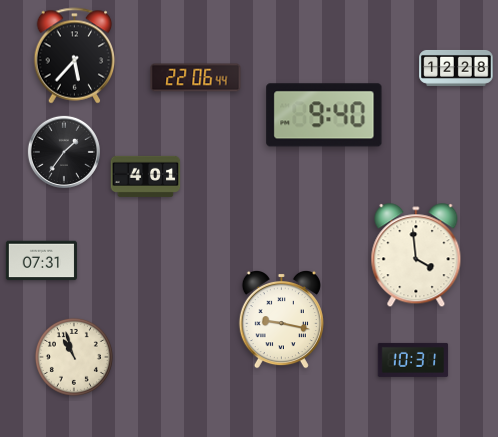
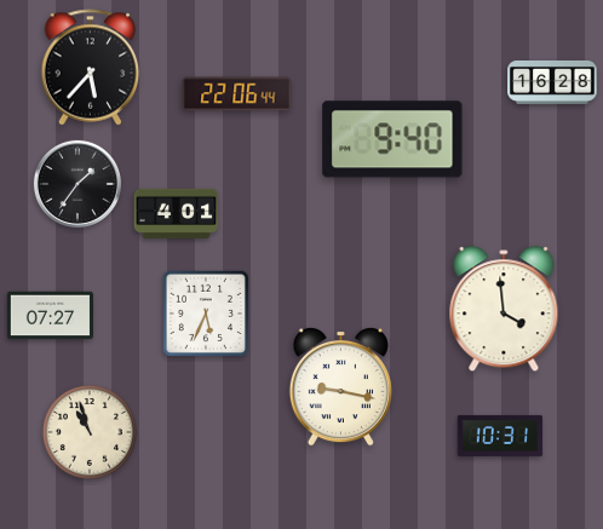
clock at (456, 68): 12:28 -> 16:28
clock at (206, 314): none -> 5:34
clock at (41, 261): 07:31 -> 07:27
